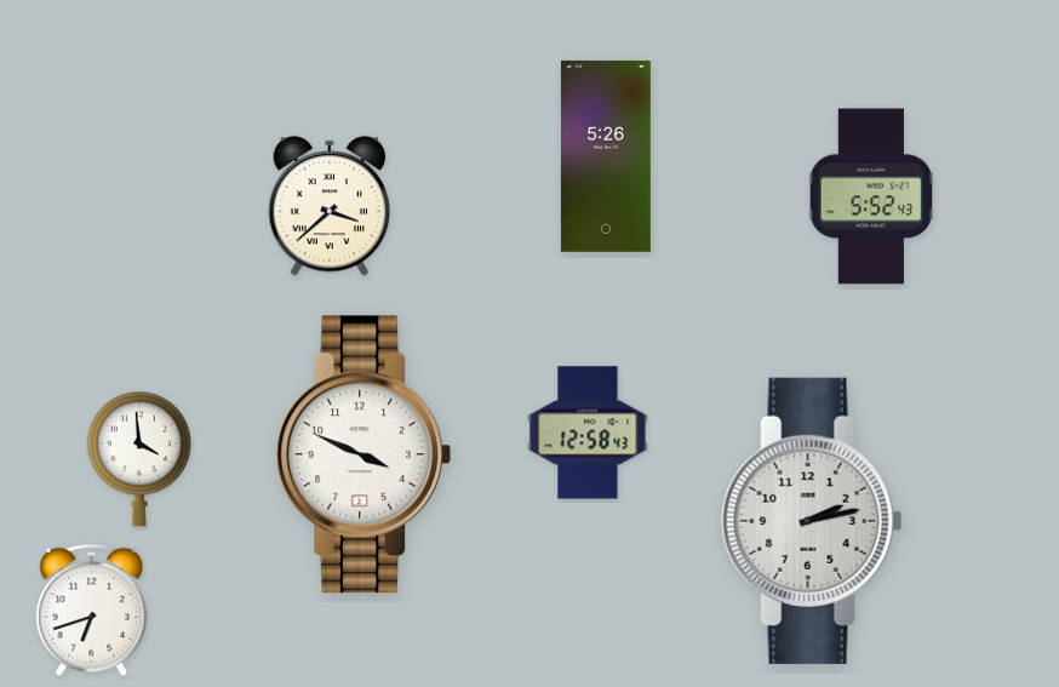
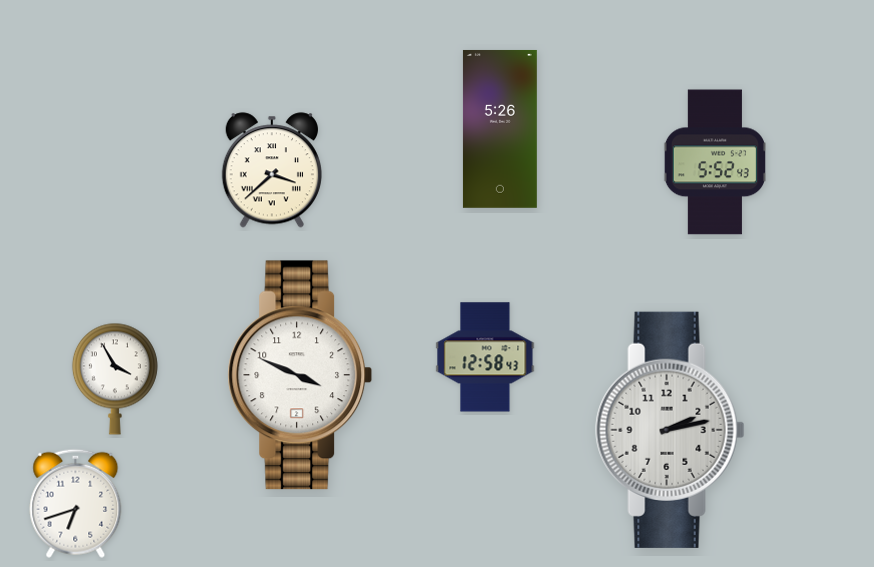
clock at (870, 196) position: (870, 196) -> (714, 162)
clock at (139, 459): 3:59 -> 3:55
